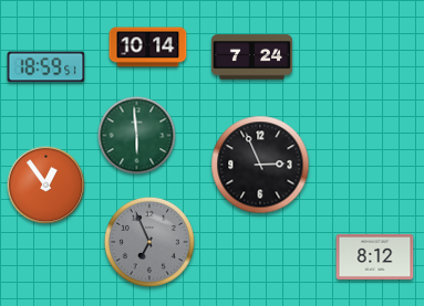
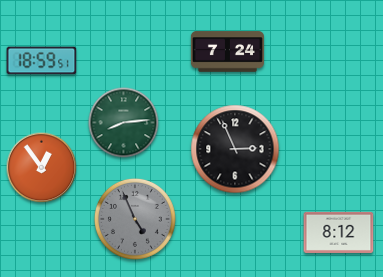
clock at (148, 48): 10:14 -> none
clock at (137, 136): 5:59 -> 8:14
clock at (149, 242): 6:56 -> 4:56
